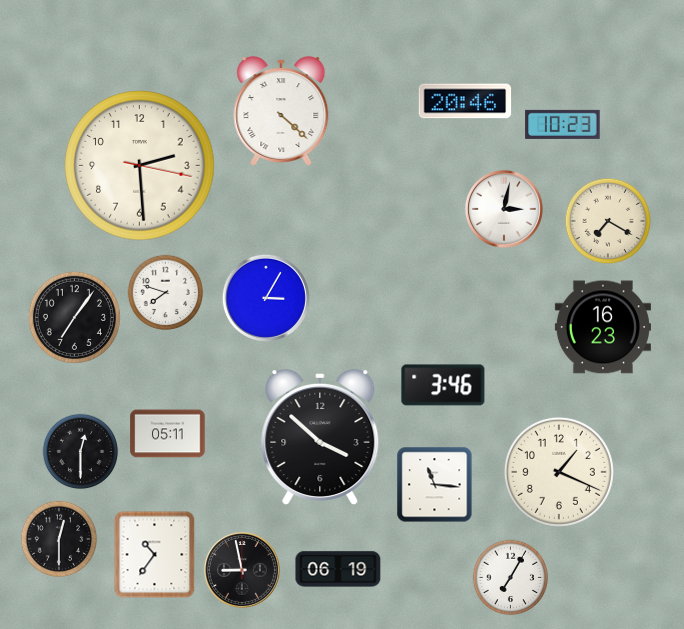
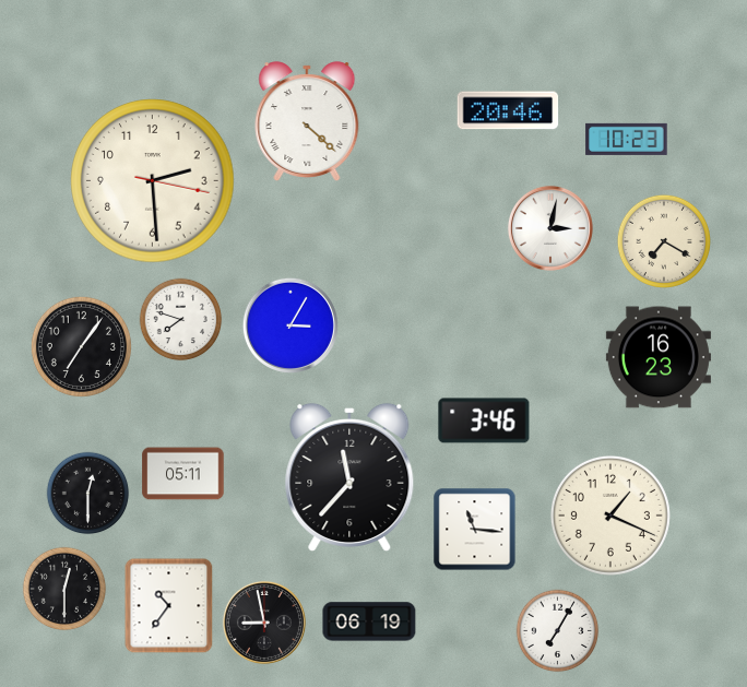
clock at (563, 124) position: (563, 124) -> (627, 139)
clock at (320, 436): 3:52 -> 11:37
